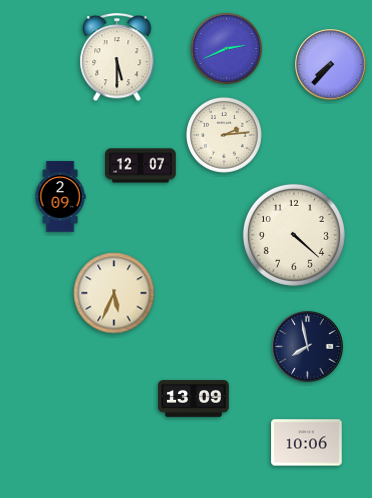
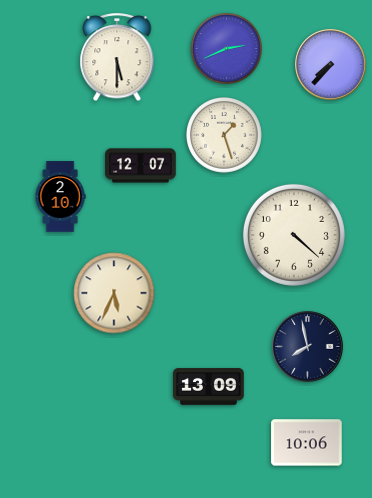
clock at (225, 136): 2:14 -> 1:27
clock at (60, 197): 2:09 -> 2:10
clock at (194, 399) position: (194, 399) -> (209, 387)
